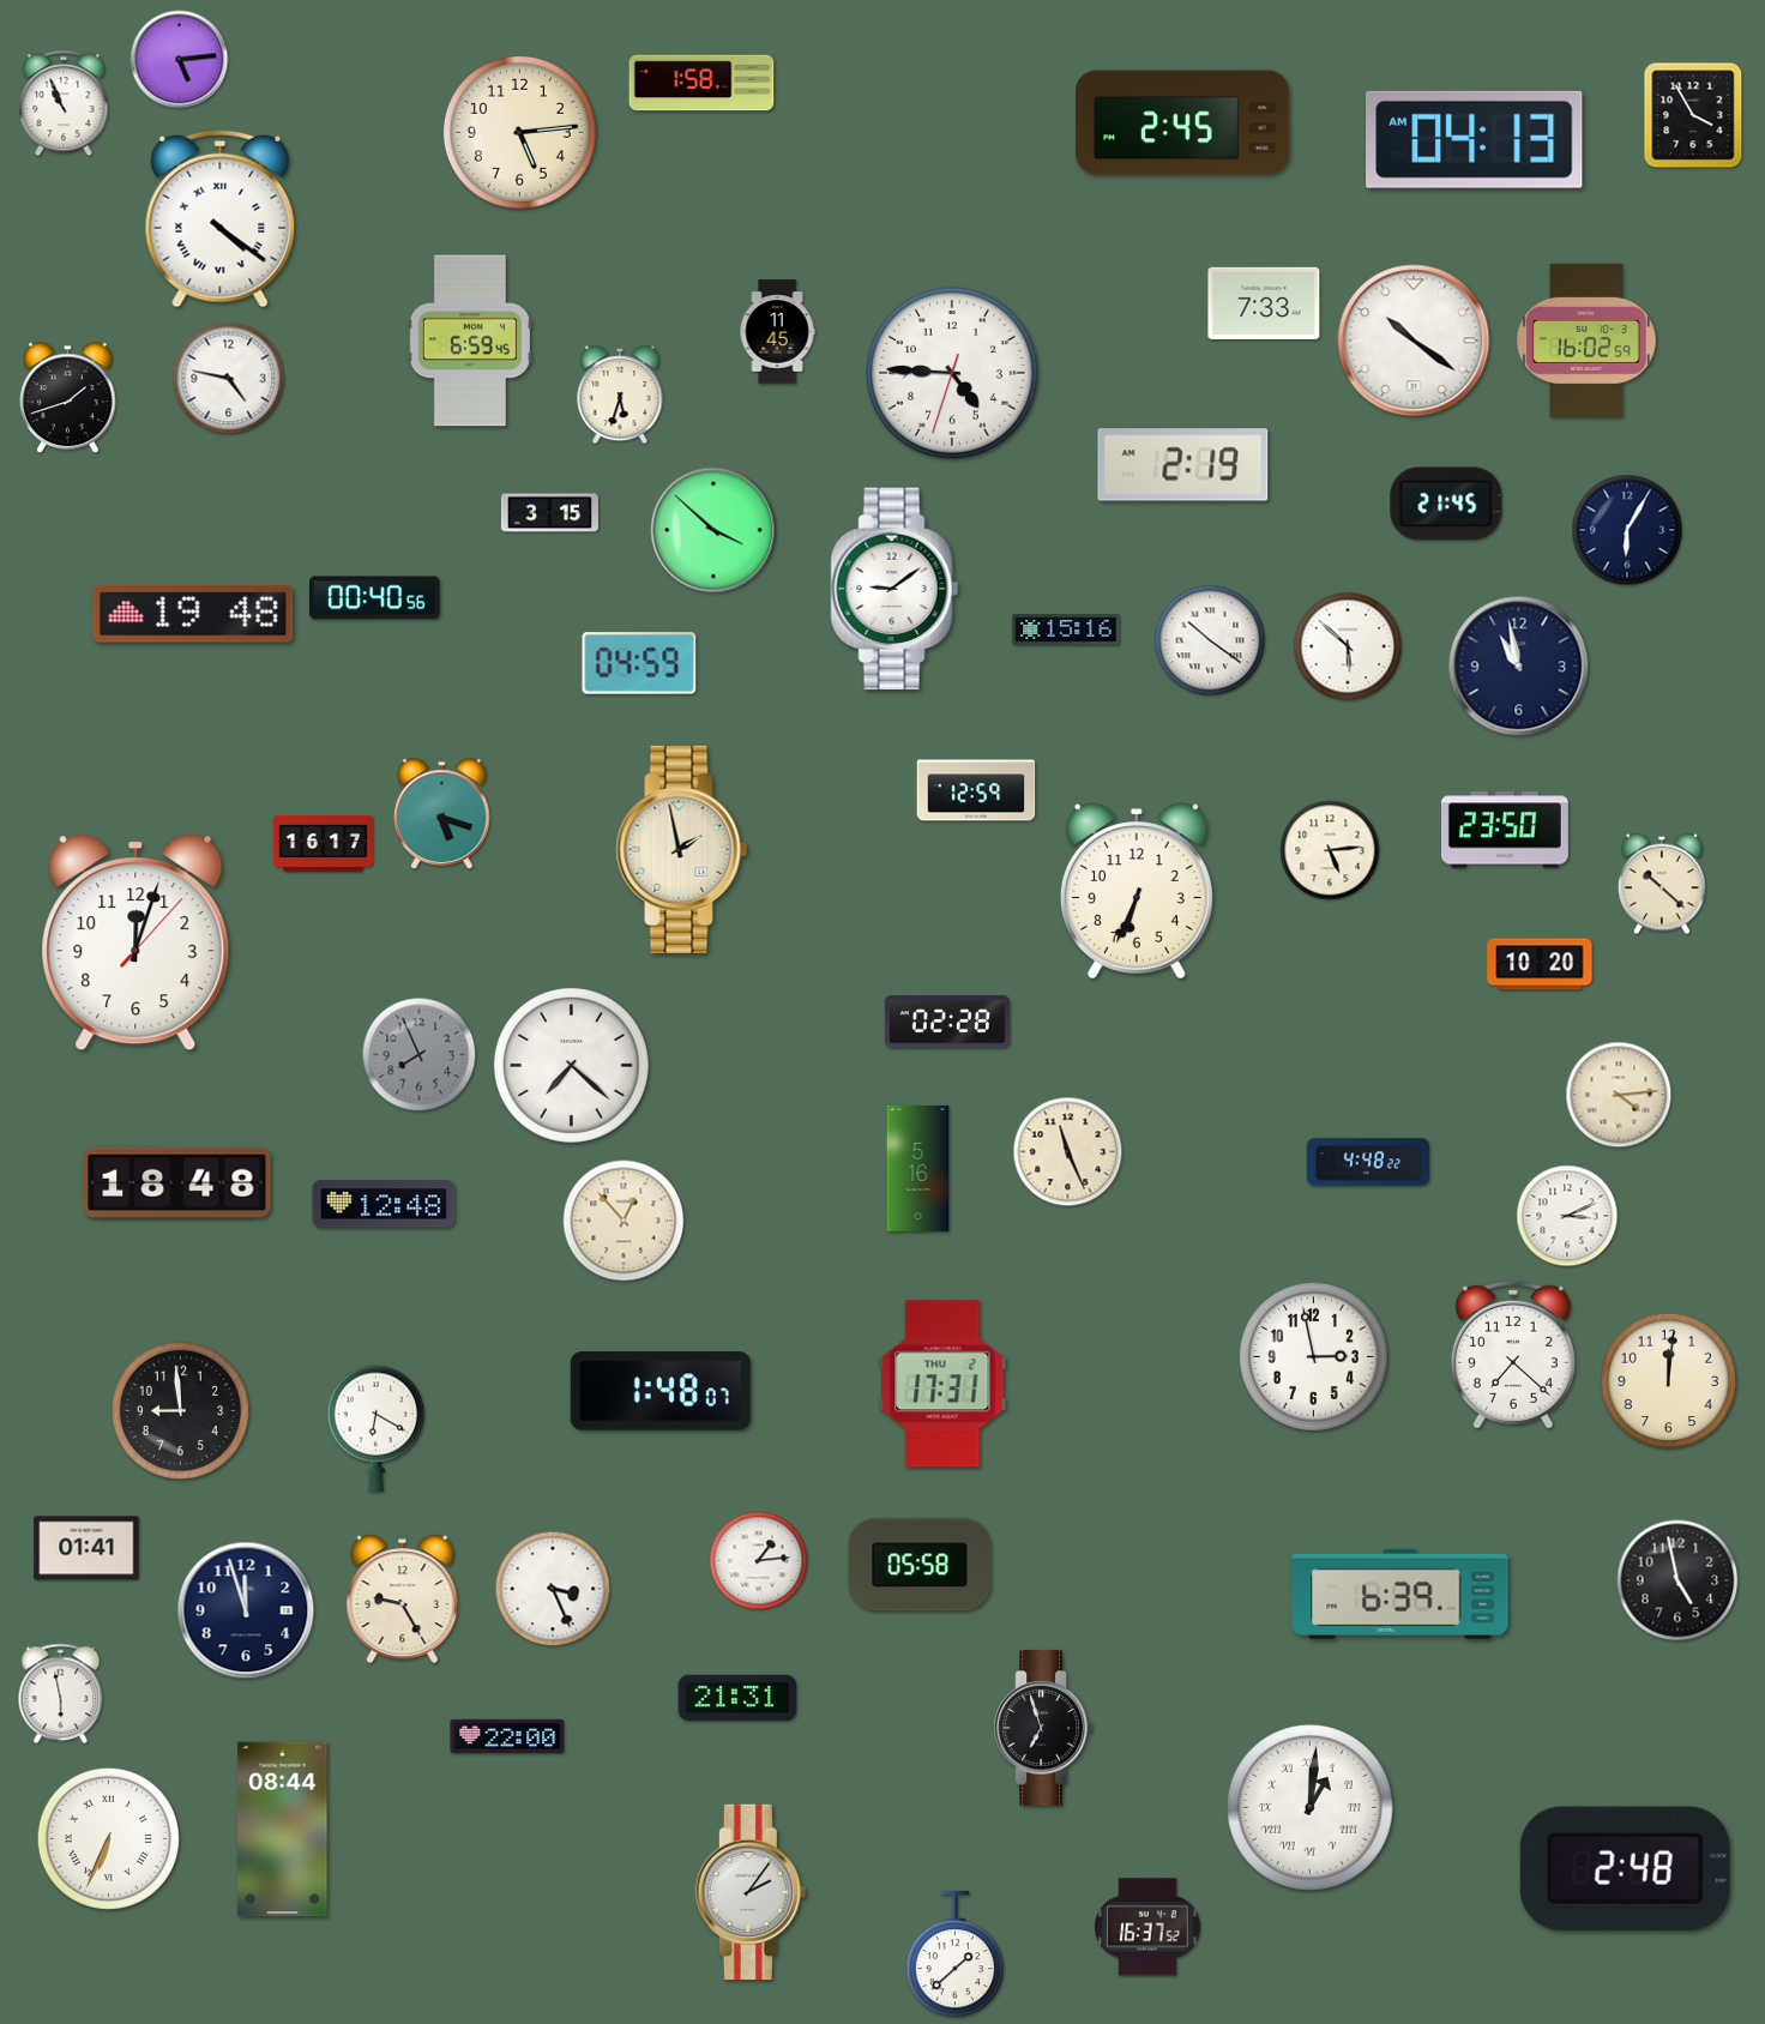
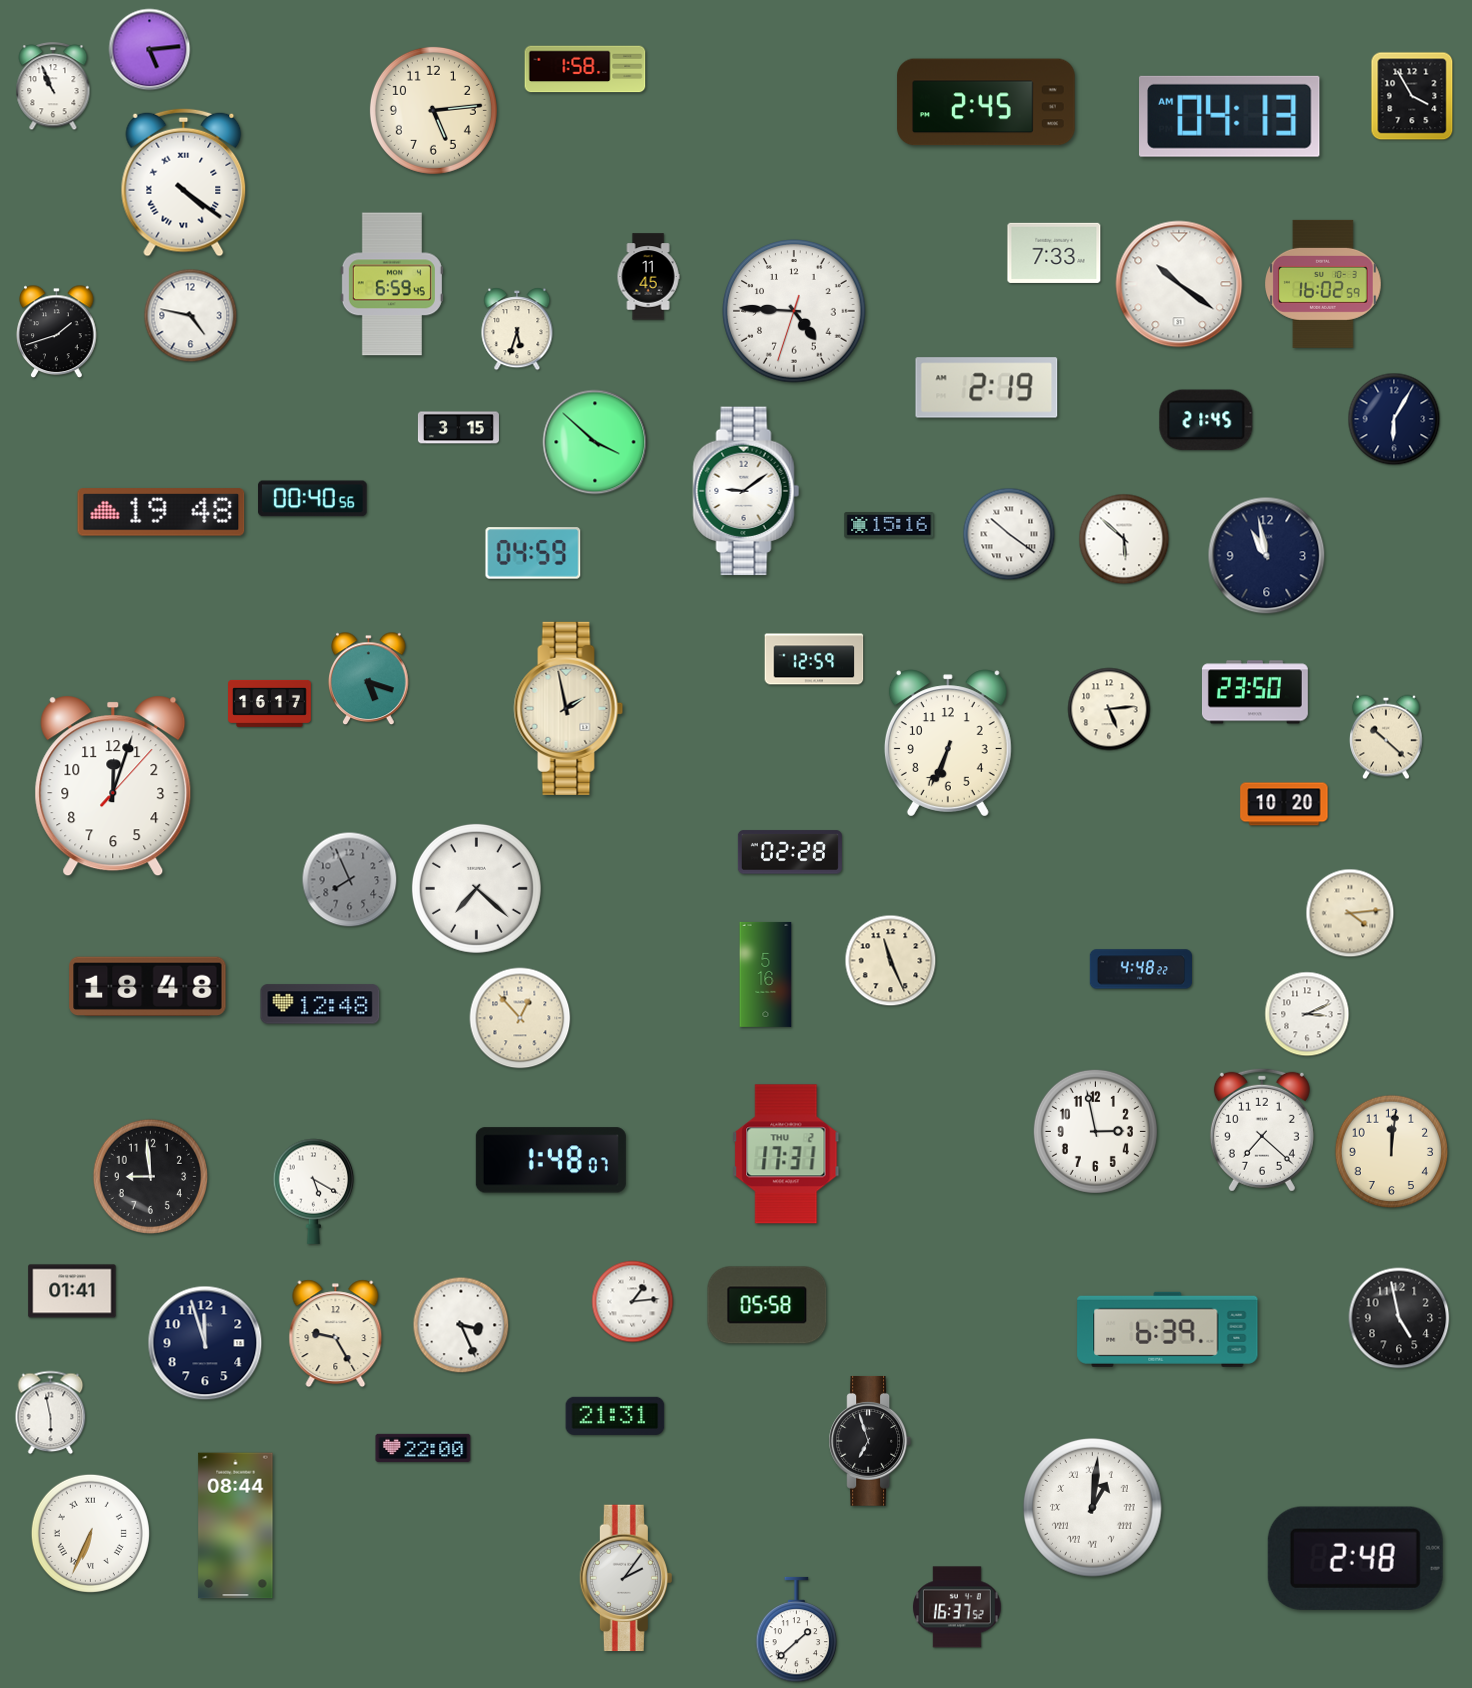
clock at (1627, 530) position: (1627, 530) -> (1394, 419)
clock at (377, 1428): 6:20 -> 5:20
